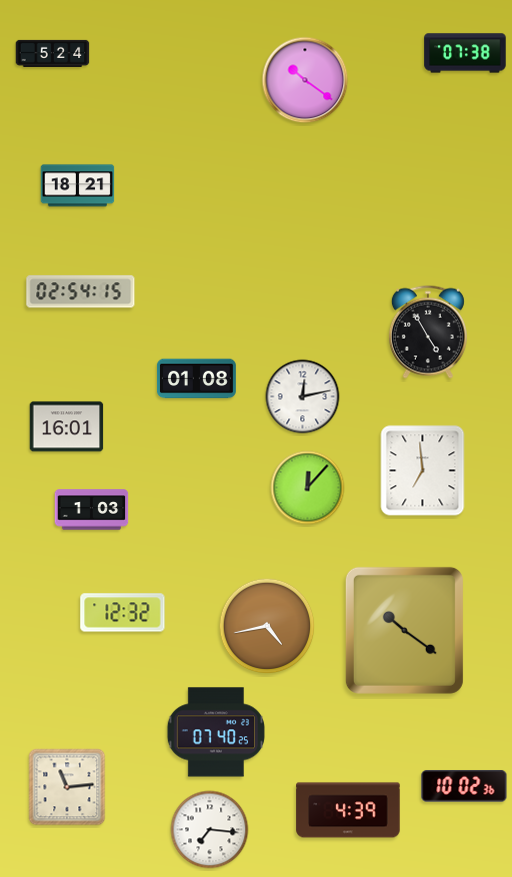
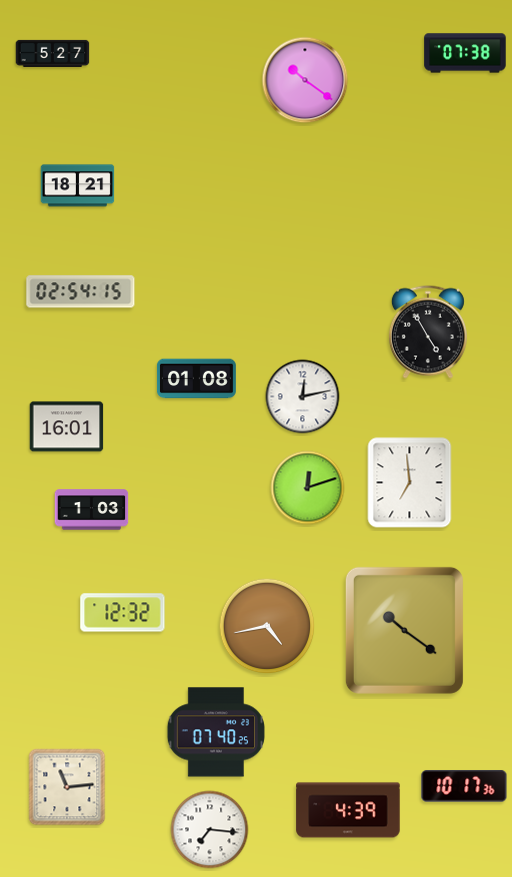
clock at (53, 53): 5:24 -> 5:27
clock at (423, 471) position: (423, 471) -> (410, 483)
clock at (308, 488): 12:07 -> 12:12
clock at (464, 786): 10:02 -> 10:17
